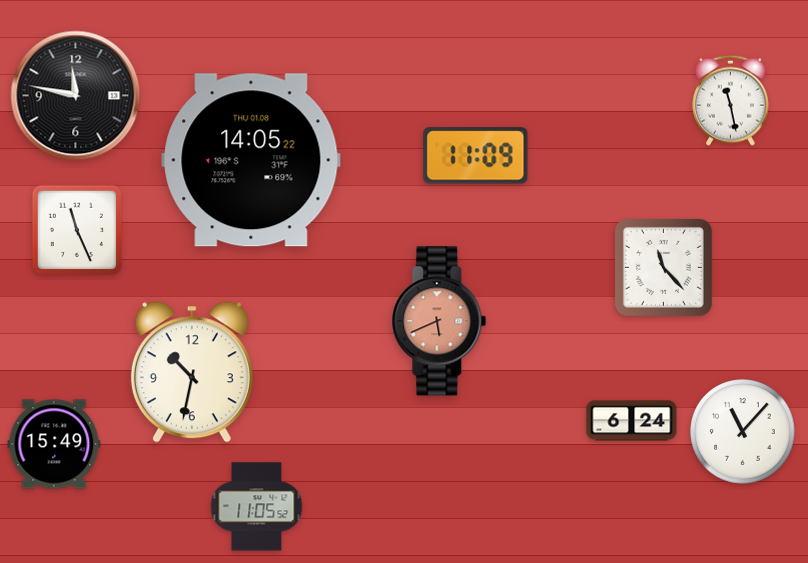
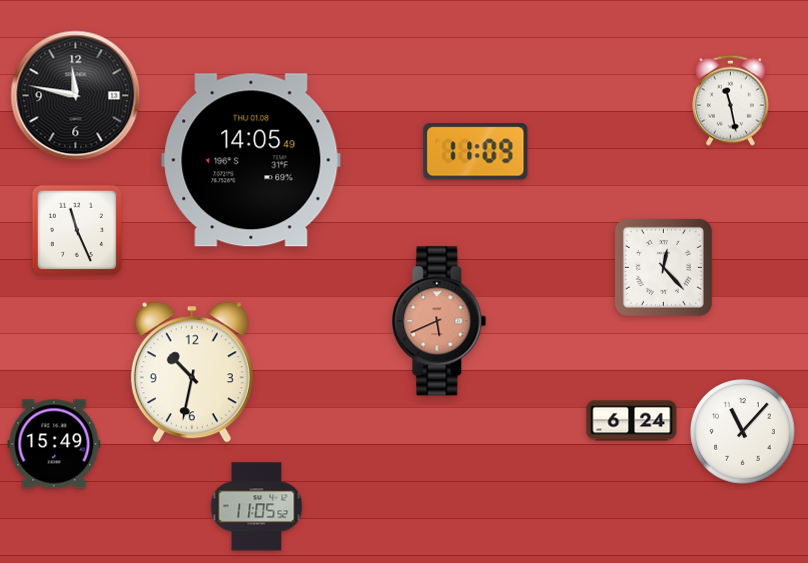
clock at (476, 156) position: (476, 156) -> (476, 152)
clock at (251, 160): 14:05:22 -> 14:05:49
clock at (663, 267): 11:23 -> 12:23
